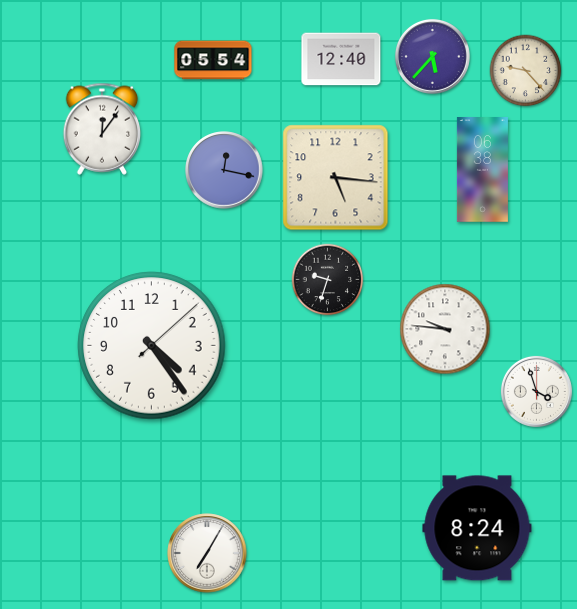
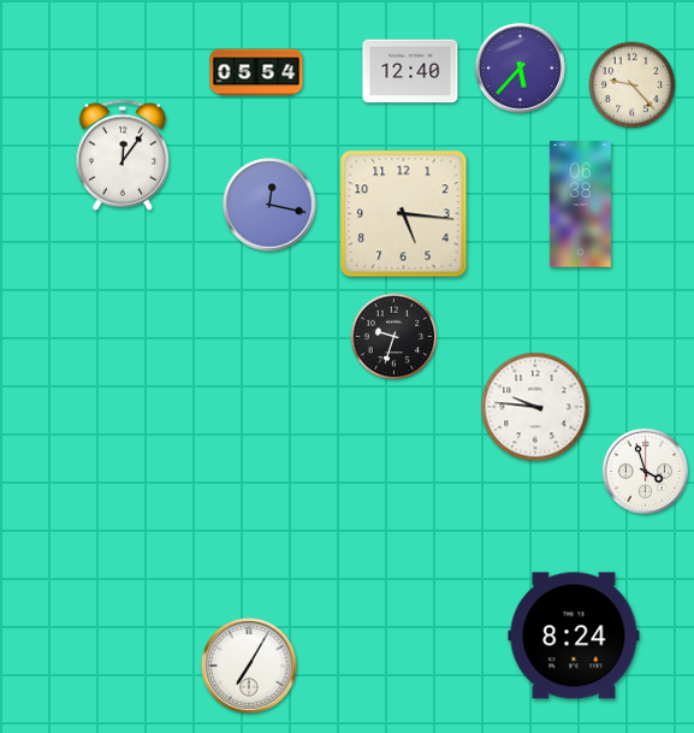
clock at (445, 329) position: (445, 329) -> (535, 407)
clock at (152, 346): 4:24 -> none
